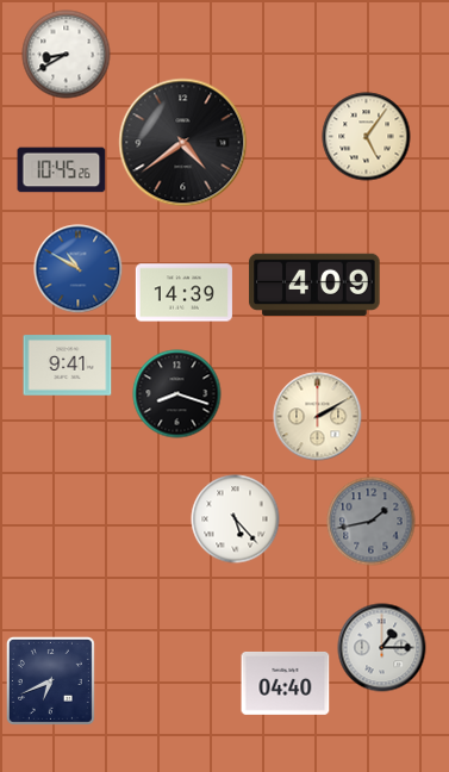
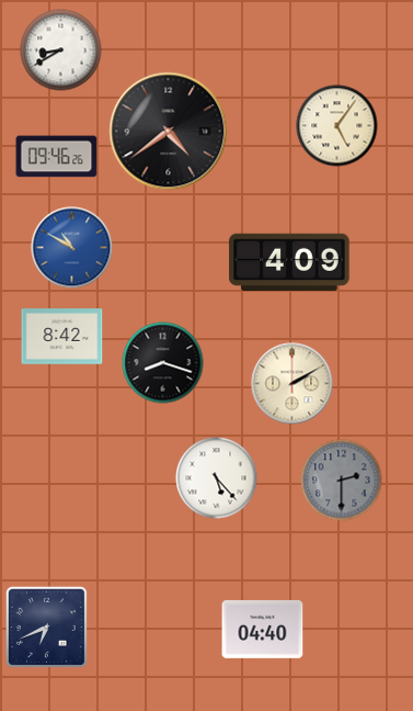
clock at (62, 170): 10:45 -> 09:46
clock at (183, 293): 14:39 -> none
clock at (68, 366): 9:41 -> 8:42
clock at (372, 522): 1:43 -> 2:30
clock at (382, 648): 1:15 -> none
